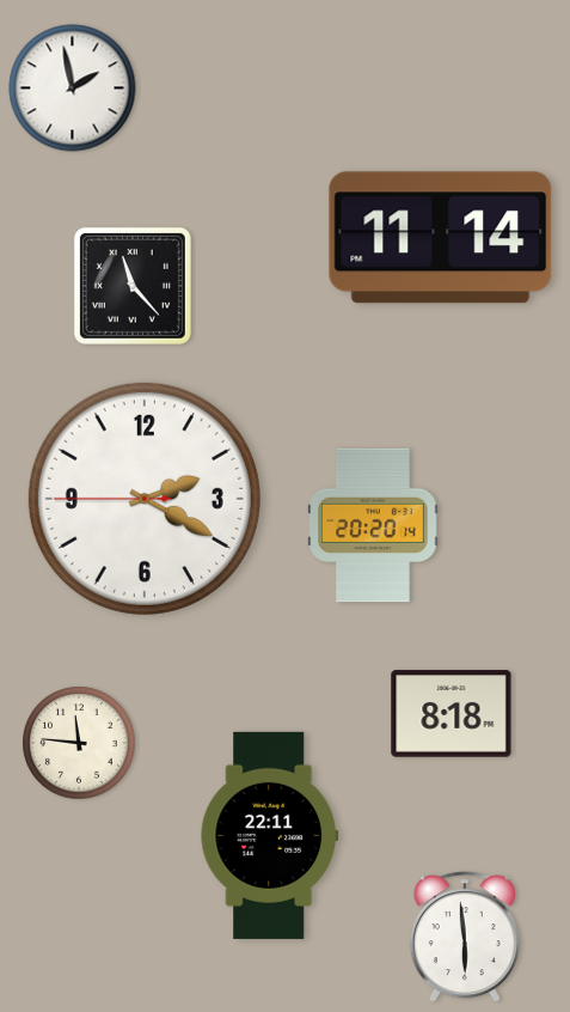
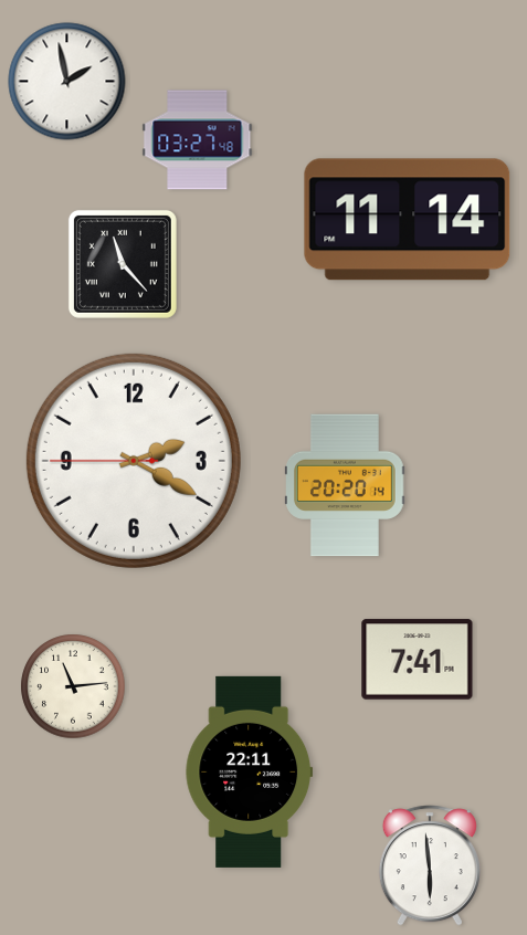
clock at (198, 140): none -> 03:27
clock at (452, 714): 8:18 -> 7:41
clock at (79, 743): 11:46 -> 11:14
